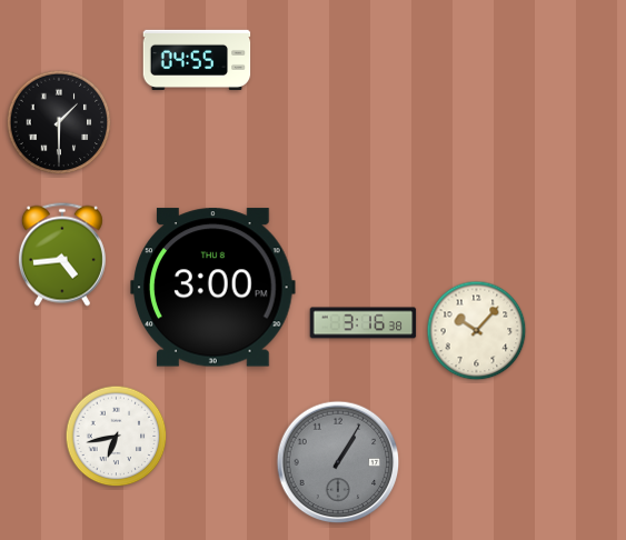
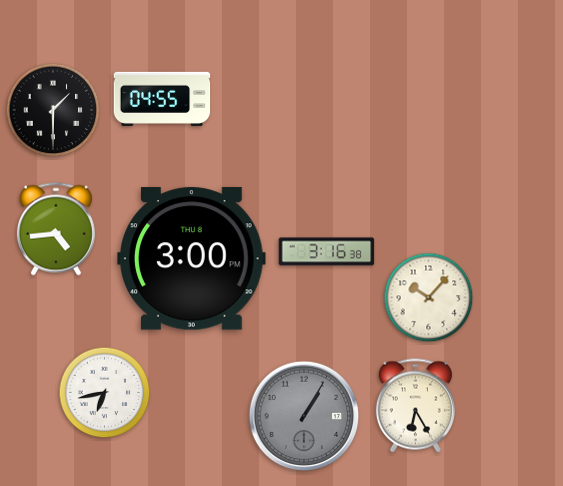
clock at (197, 60) position: (197, 60) -> (162, 99)
clock at (364, 323) position: (364, 323) -> (327, 252)
clock at (415, 406): none -> 6:25
